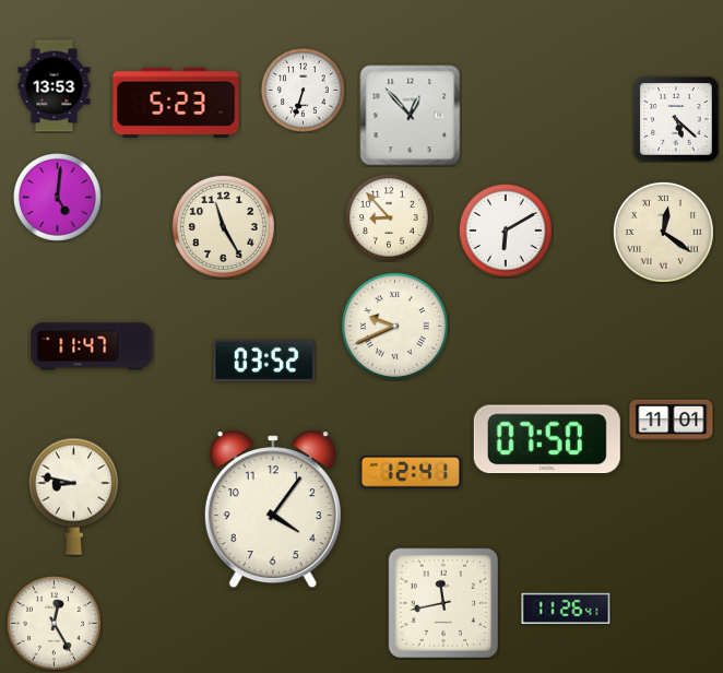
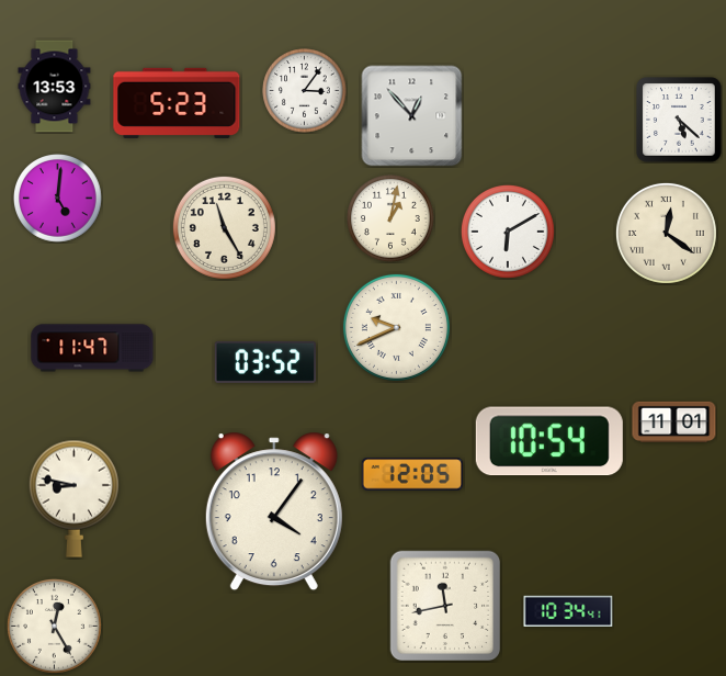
clock at (304, 91): 6:33 -> 3:06
clock at (390, 219): 8:53 -> 1:02
clock at (547, 439): 07:50 -> 10:54
clock at (411, 472): 12:41 -> 12:05
clock at (566, 609): 11:26 -> 10:34
